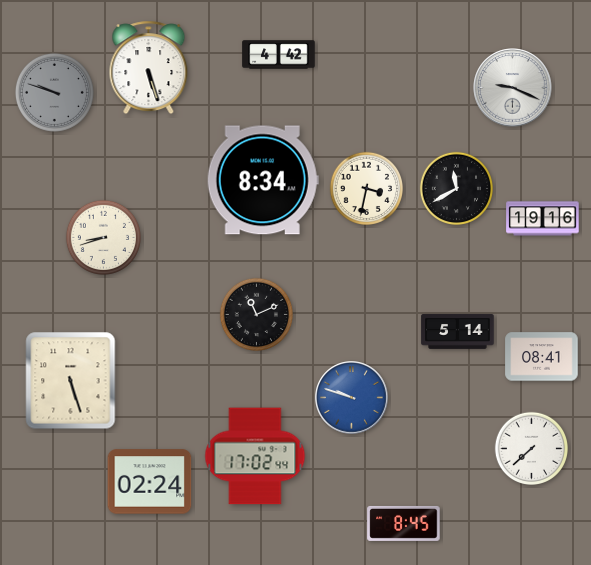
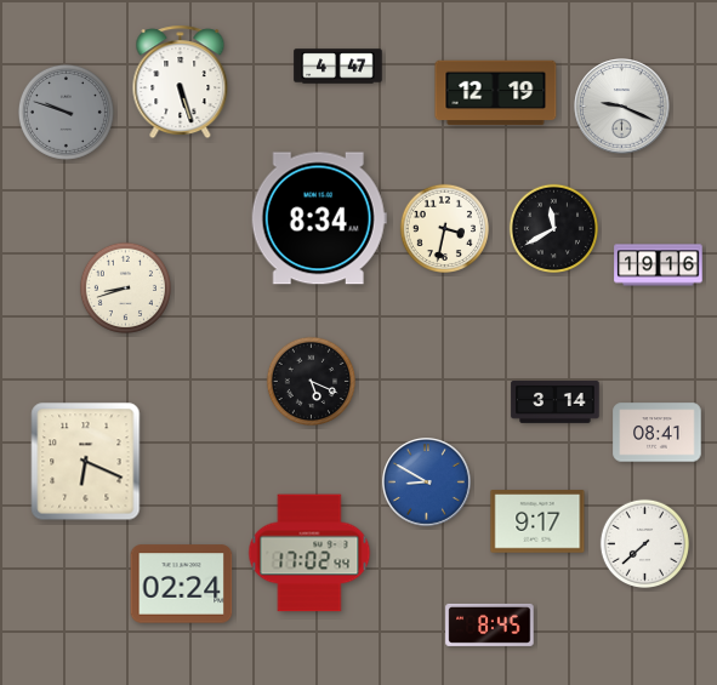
clock at (279, 55): 4:42 -> 4:47
clock at (496, 93): none -> 12:19
clock at (256, 314): 11:11 -> 5:19
clock at (458, 332): 5:14 -> 3:14
clock at (71, 381): 5:27 -> 6:19
clock at (352, 398): 9:48 -> 8:50
clock at (537, 521): none -> 9:17
clock at (404, 523) position: (404, 523) -> (490, 624)
